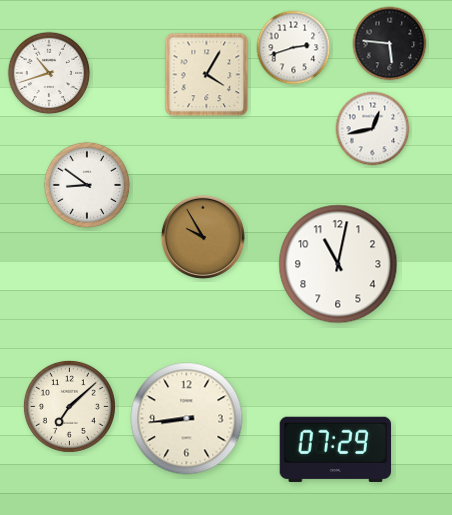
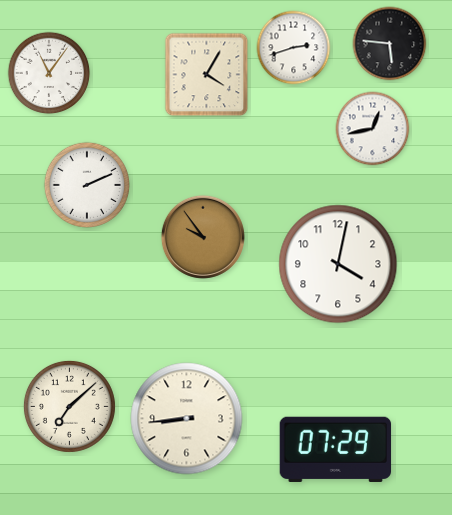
clock at (49, 73): 10:42 -> 11:06
clock at (86, 184): 8:51 -> 2:11
clock at (203, 237): 9:55 -> 9:54
clock at (338, 264): 11:02 -> 4:02
